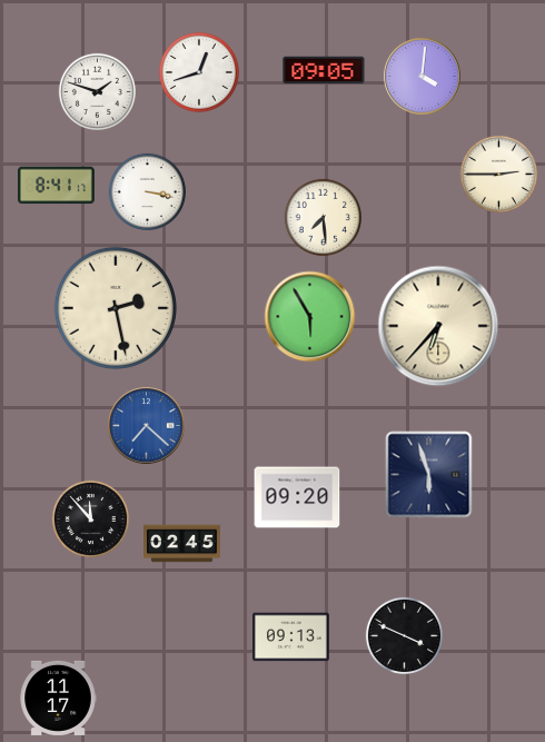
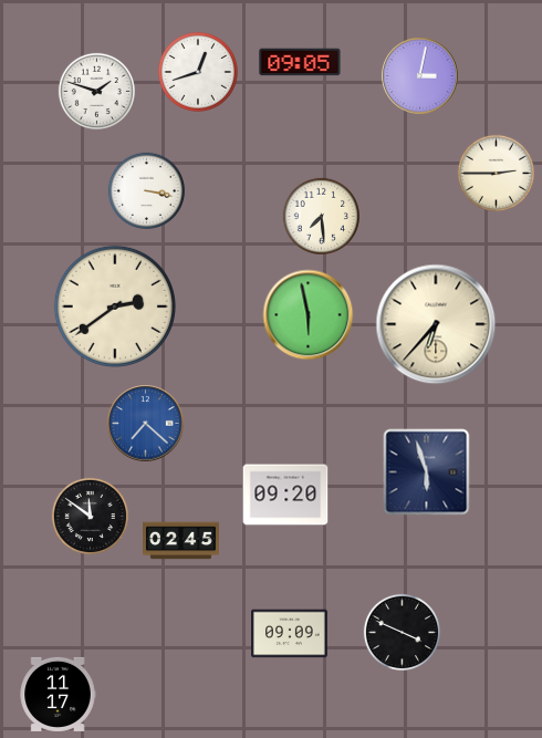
clock at (324, 70) position: (324, 70) -> (300, 62)
clock at (423, 77): 4:01 -> 3:02
clock at (56, 186): 8:41 -> none
clock at (116, 308): 2:28 -> 2:39
clock at (310, 317): 5:55 -> 5:58
clock at (297, 497) position: (297, 497) -> (285, 495)
clock at (90, 518): 11:53 -> 11:51
clock at (291, 637): 09:13 -> 09:09
